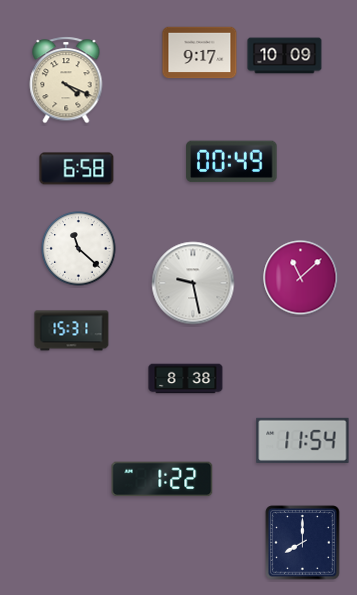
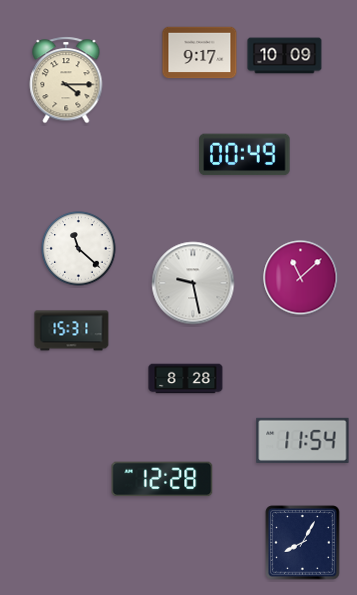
clock at (66, 80): 4:19 -> 4:15
clock at (232, 162) position: (232, 162) -> (245, 155)
clock at (77, 169): 6:58 -> none
clock at (186, 379): 8:38 -> 8:28
clock at (162, 479): 1:22 -> 12:28
clock at (303, 543): 8:00 -> 8:05
